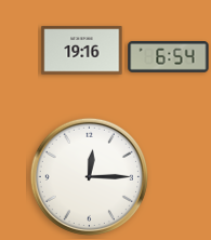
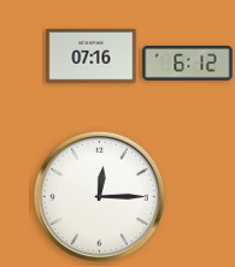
clock at (82, 51): 19:16 -> 07:16
clock at (169, 57): 6:54 -> 6:12
